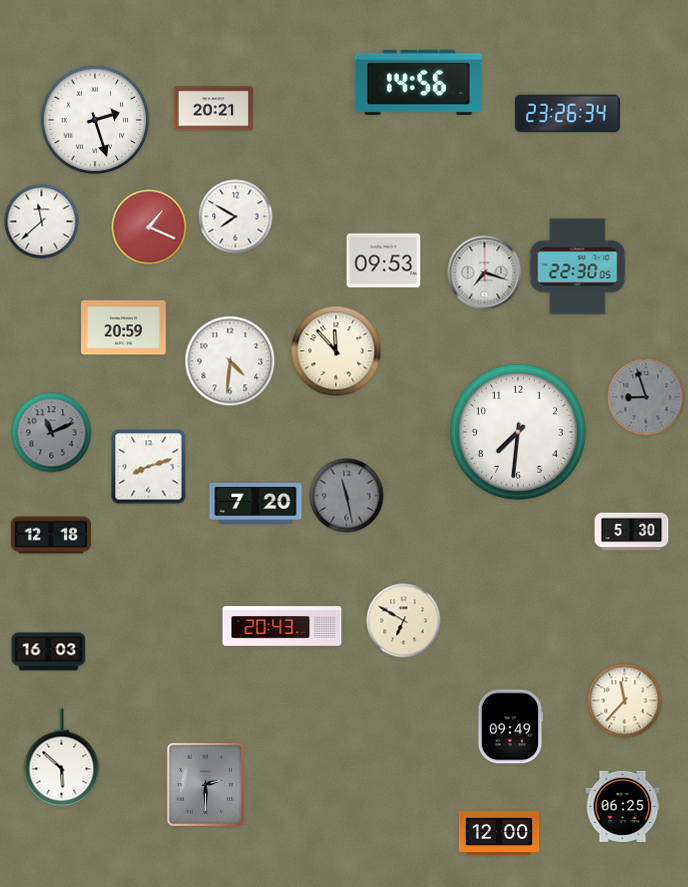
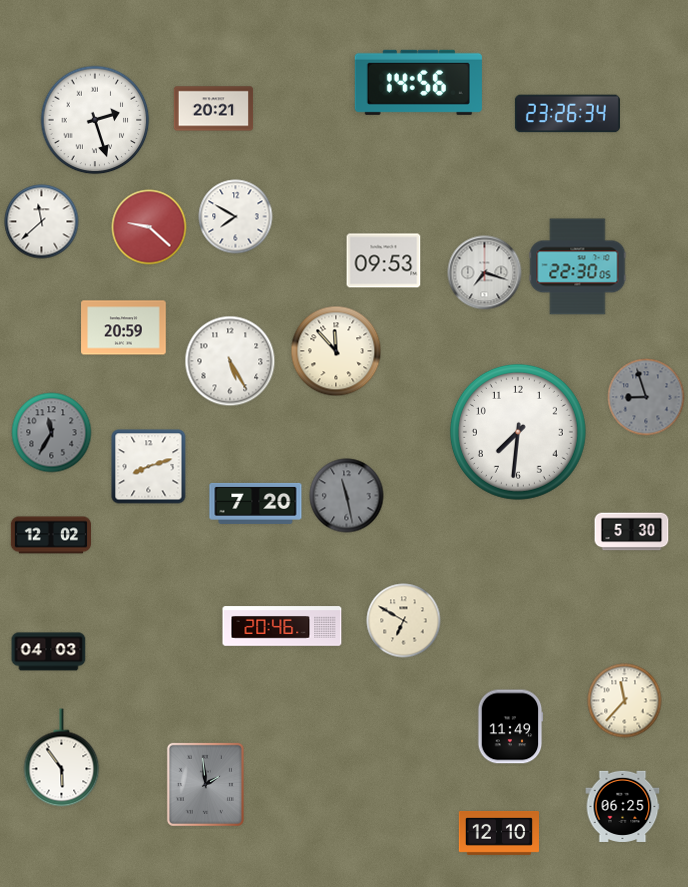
clock at (149, 227): 1:19 -> 9:22
clock at (230, 361): 4:31 -> 5:25
clock at (52, 433): 11:11 -> 11:35
clock at (50, 535): 12:18 -> 12:02
clock at (282, 626): 20:43 -> 20:46
clock at (49, 652): 16:03 -> 04:03
clock at (510, 727): 09:49 -> 11:49
clock at (62, 758): 5:52 -> 5:54
clock at (205, 784): 2:30 -> 1:59
clock at (498, 833): 12:00 -> 12:10
